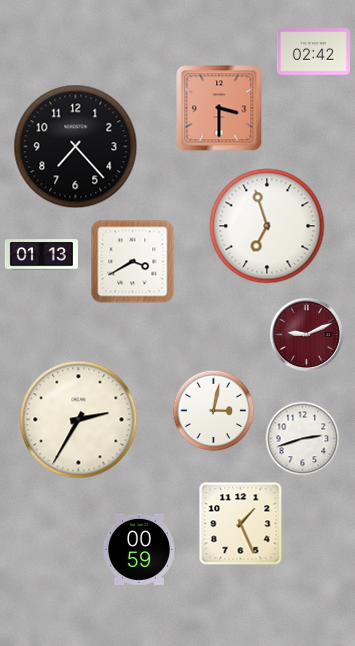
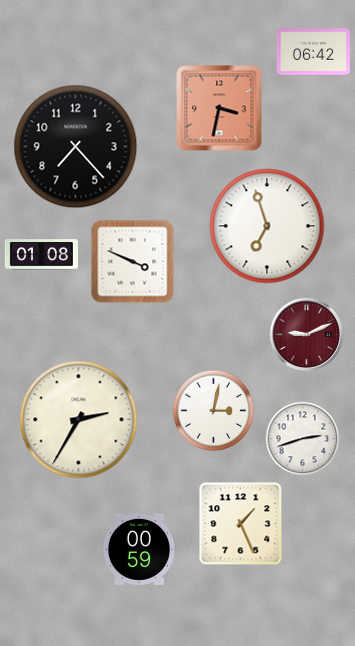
clock at (313, 52): 02:42 -> 06:42
clock at (219, 108): 3:30 -> 3:32
clock at (41, 255): 01:13 -> 01:08
clock at (133, 262): 3:40 -> 3:49
